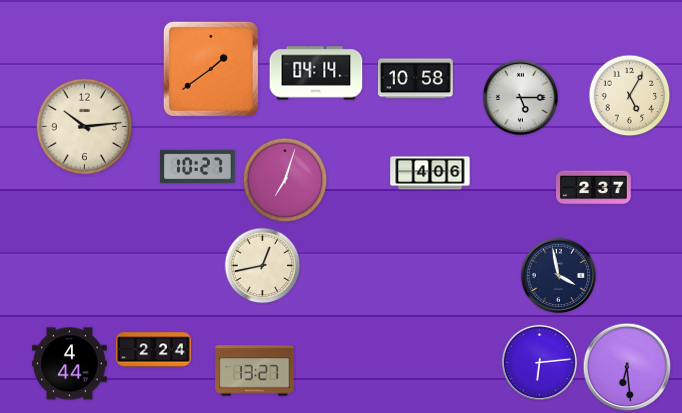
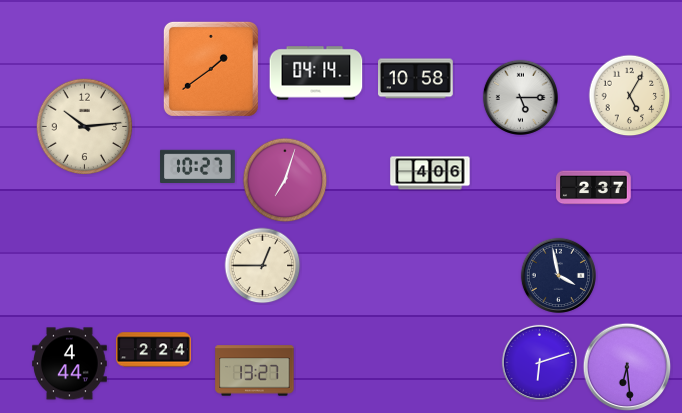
clock at (263, 266): 12:43 -> 12:45
clock at (539, 362): 6:14 -> 6:12
